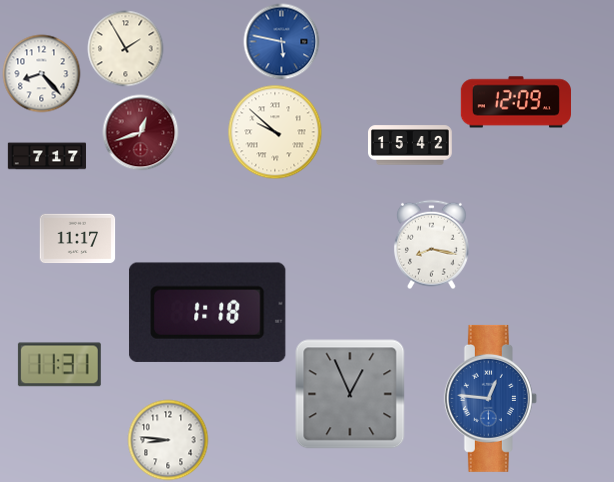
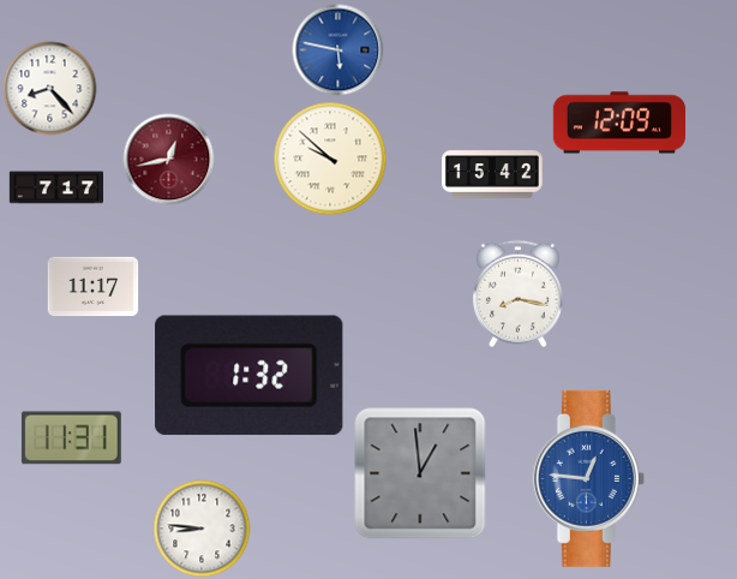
clock at (126, 49): 1:55 -> none
clock at (141, 133): 12:42 -> 12:43
clock at (208, 312): 1:18 -> 1:32
clock at (350, 394): 12:56 -> 12:59
